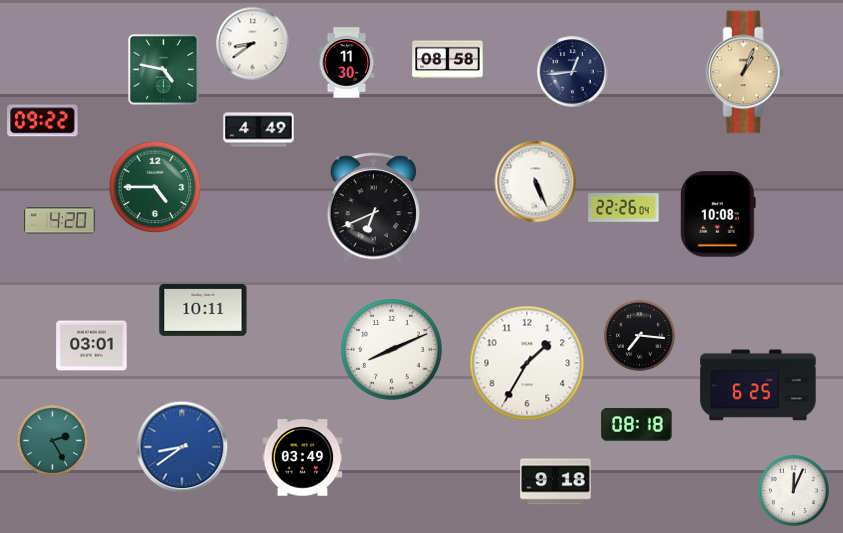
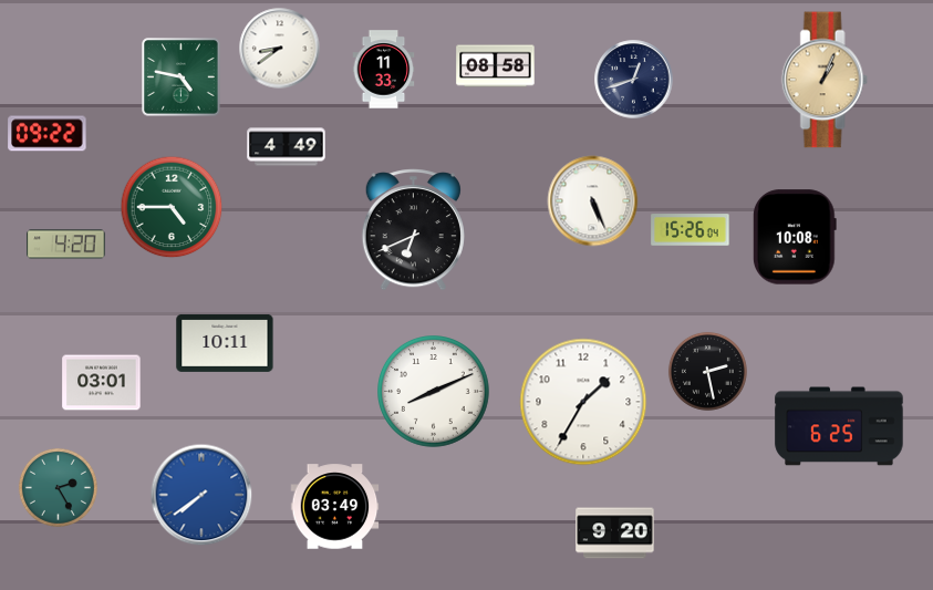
clock at (347, 63): 11:30 -> 11:33
clock at (573, 72): 12:44 -> 12:42
clock at (259, 130) position: (259, 130) -> (287, 147)
clock at (624, 208): 22:26 -> 15:26
clock at (639, 335): 7:16 -> 2:28
clock at (392, 350) position: (392, 350) -> (434, 392)
clock at (637, 425): 08:18 -> none
clock at (182, 447): 8:39 -> 7:39
clock at (556, 482): 9:18 -> 9:20
clock at (793, 490): 12:04 -> none
